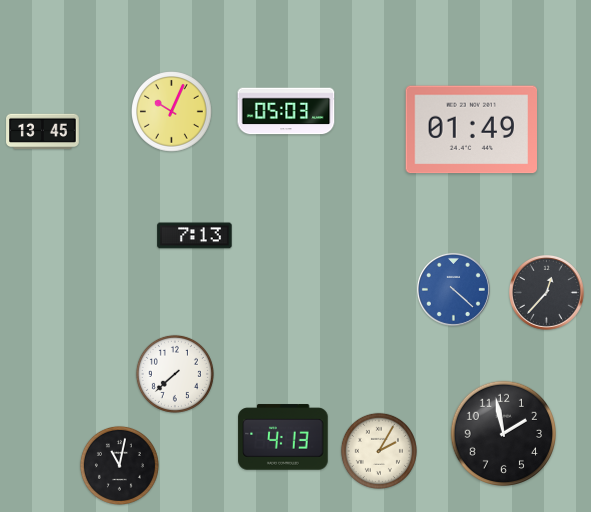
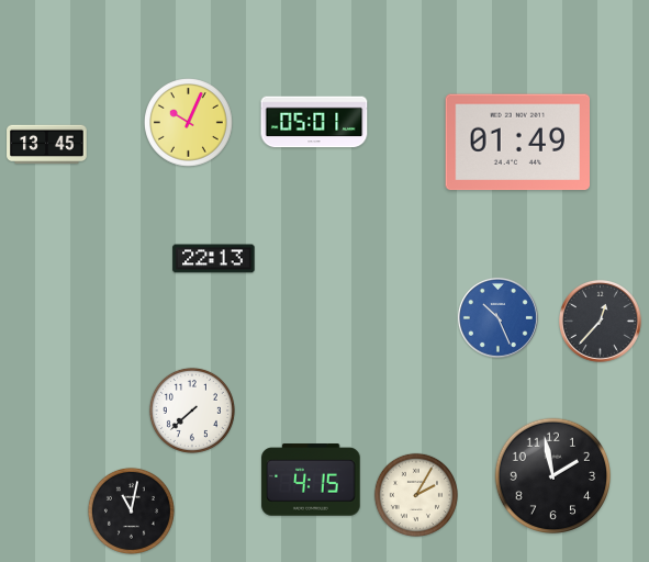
clock at (286, 111): 05:03 -> 05:01
clock at (195, 236): 7:13 -> 22:13
clock at (453, 289): 4:22 -> 10:26
clock at (283, 437): 4:13 -> 4:15
